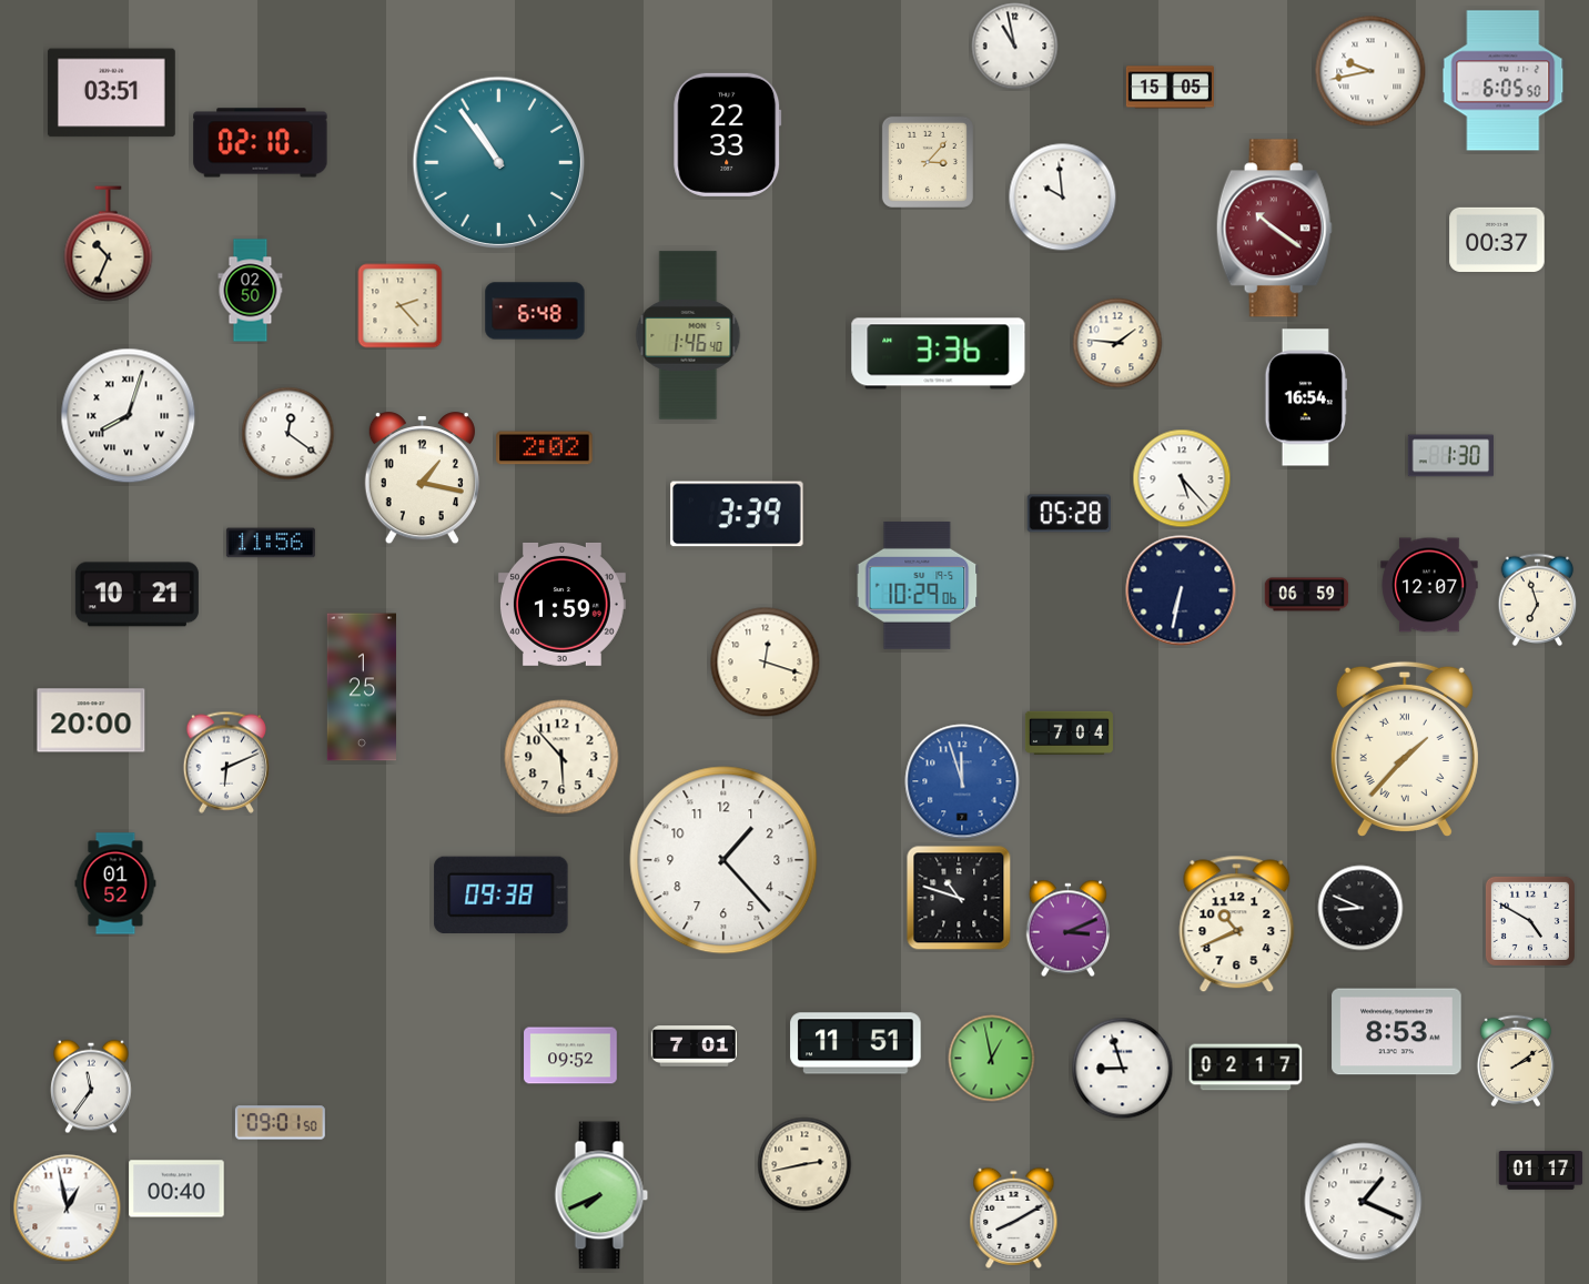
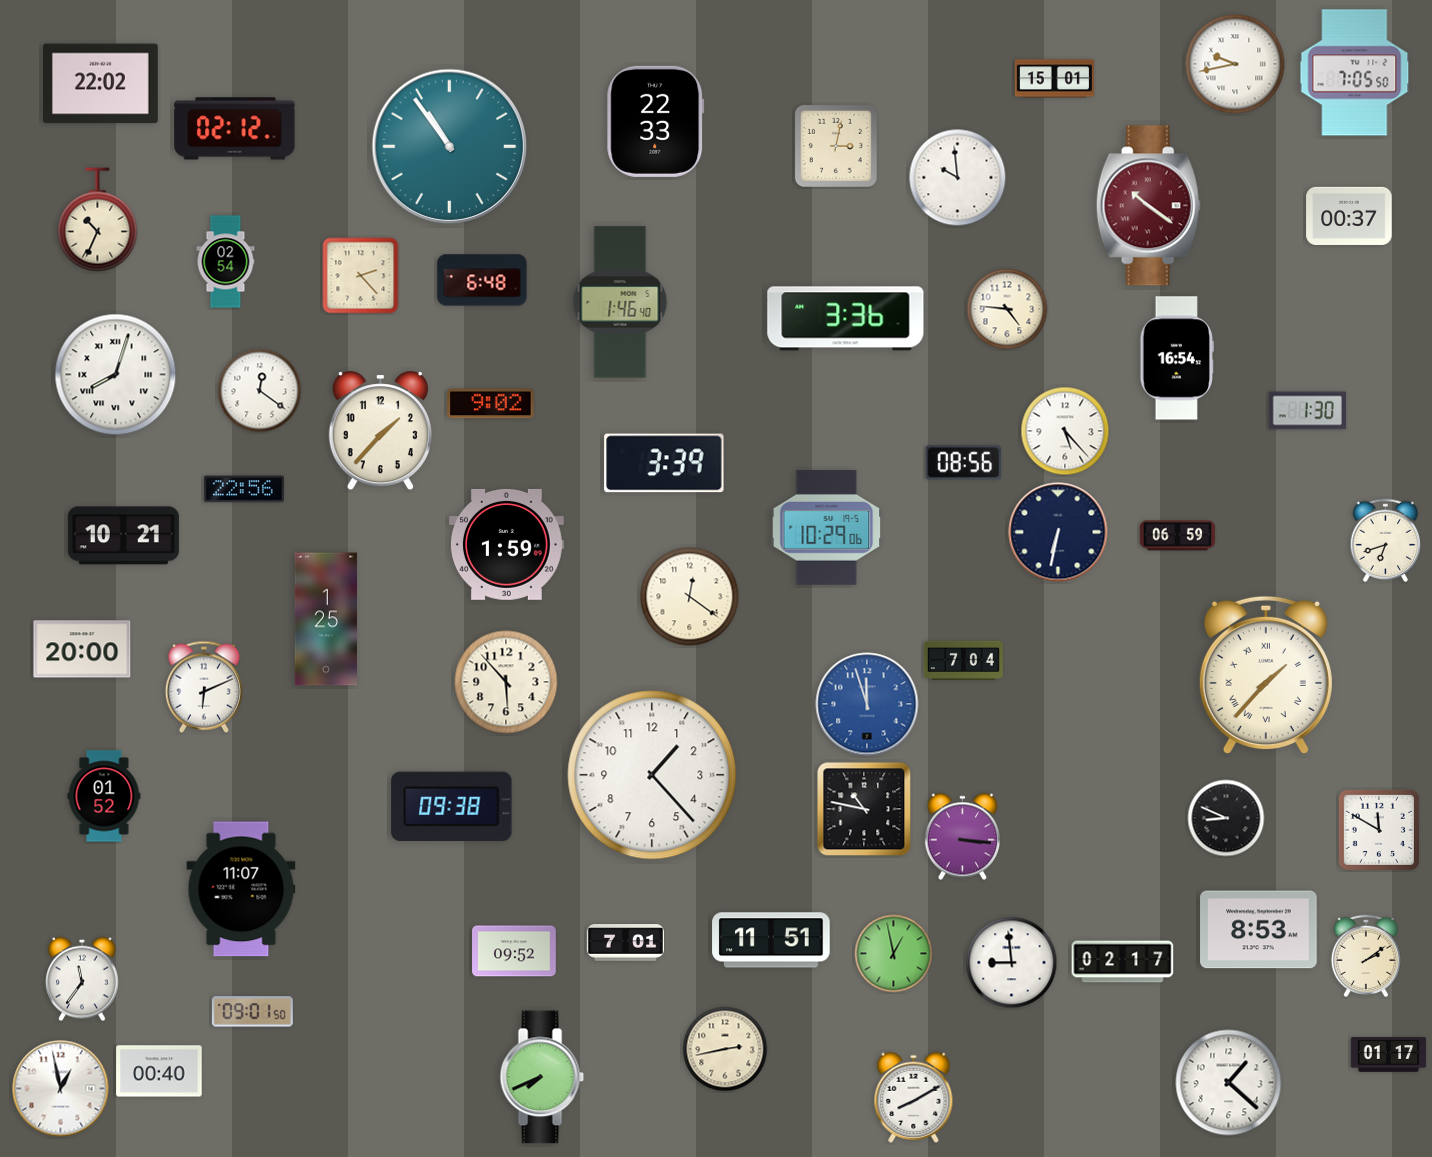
clock at (1015, 47): 10:58 -> none
clock at (1504, 81): 6:05 -> 7:05
clock at (1170, 88): 15:05 -> 15:01
clock at (111, 93): 03:51 -> 22:02
clock at (261, 143): 02:10 -> 02:12
clock at (928, 162): 3:07 -> 3:02
clock at (251, 291): 02:50 -> 02:54
clock at (1117, 343): 1:46 -> 4:46
clock at (545, 448): 2:02 -> 9:02
clock at (422, 478): 1:17 -> 1:37
clock at (1069, 514): 05:28 -> 08:56
clock at (271, 543): 11:56 -> 22:56
clock at (1429, 585): 12:07 -> none
clock at (1181, 590) position: (1181, 590) -> (1058, 532)
clock at (1538, 600): 6:57 -> 6:42
clock at (766, 663): 12:18 -> 12:21
clock at (959, 898): 10:48 -> 10:47
clock at (1530, 921): 4:50 -> 11:50
clock at (1237, 924): 10:41 -> none
clock at (1067, 929): 3:11 -> 3:16
clock at (241, 889): none -> 11:07
clock at (1123, 1069): 8:57 -> 8:59
clock at (1364, 1202): 1:19 -> 1:22
